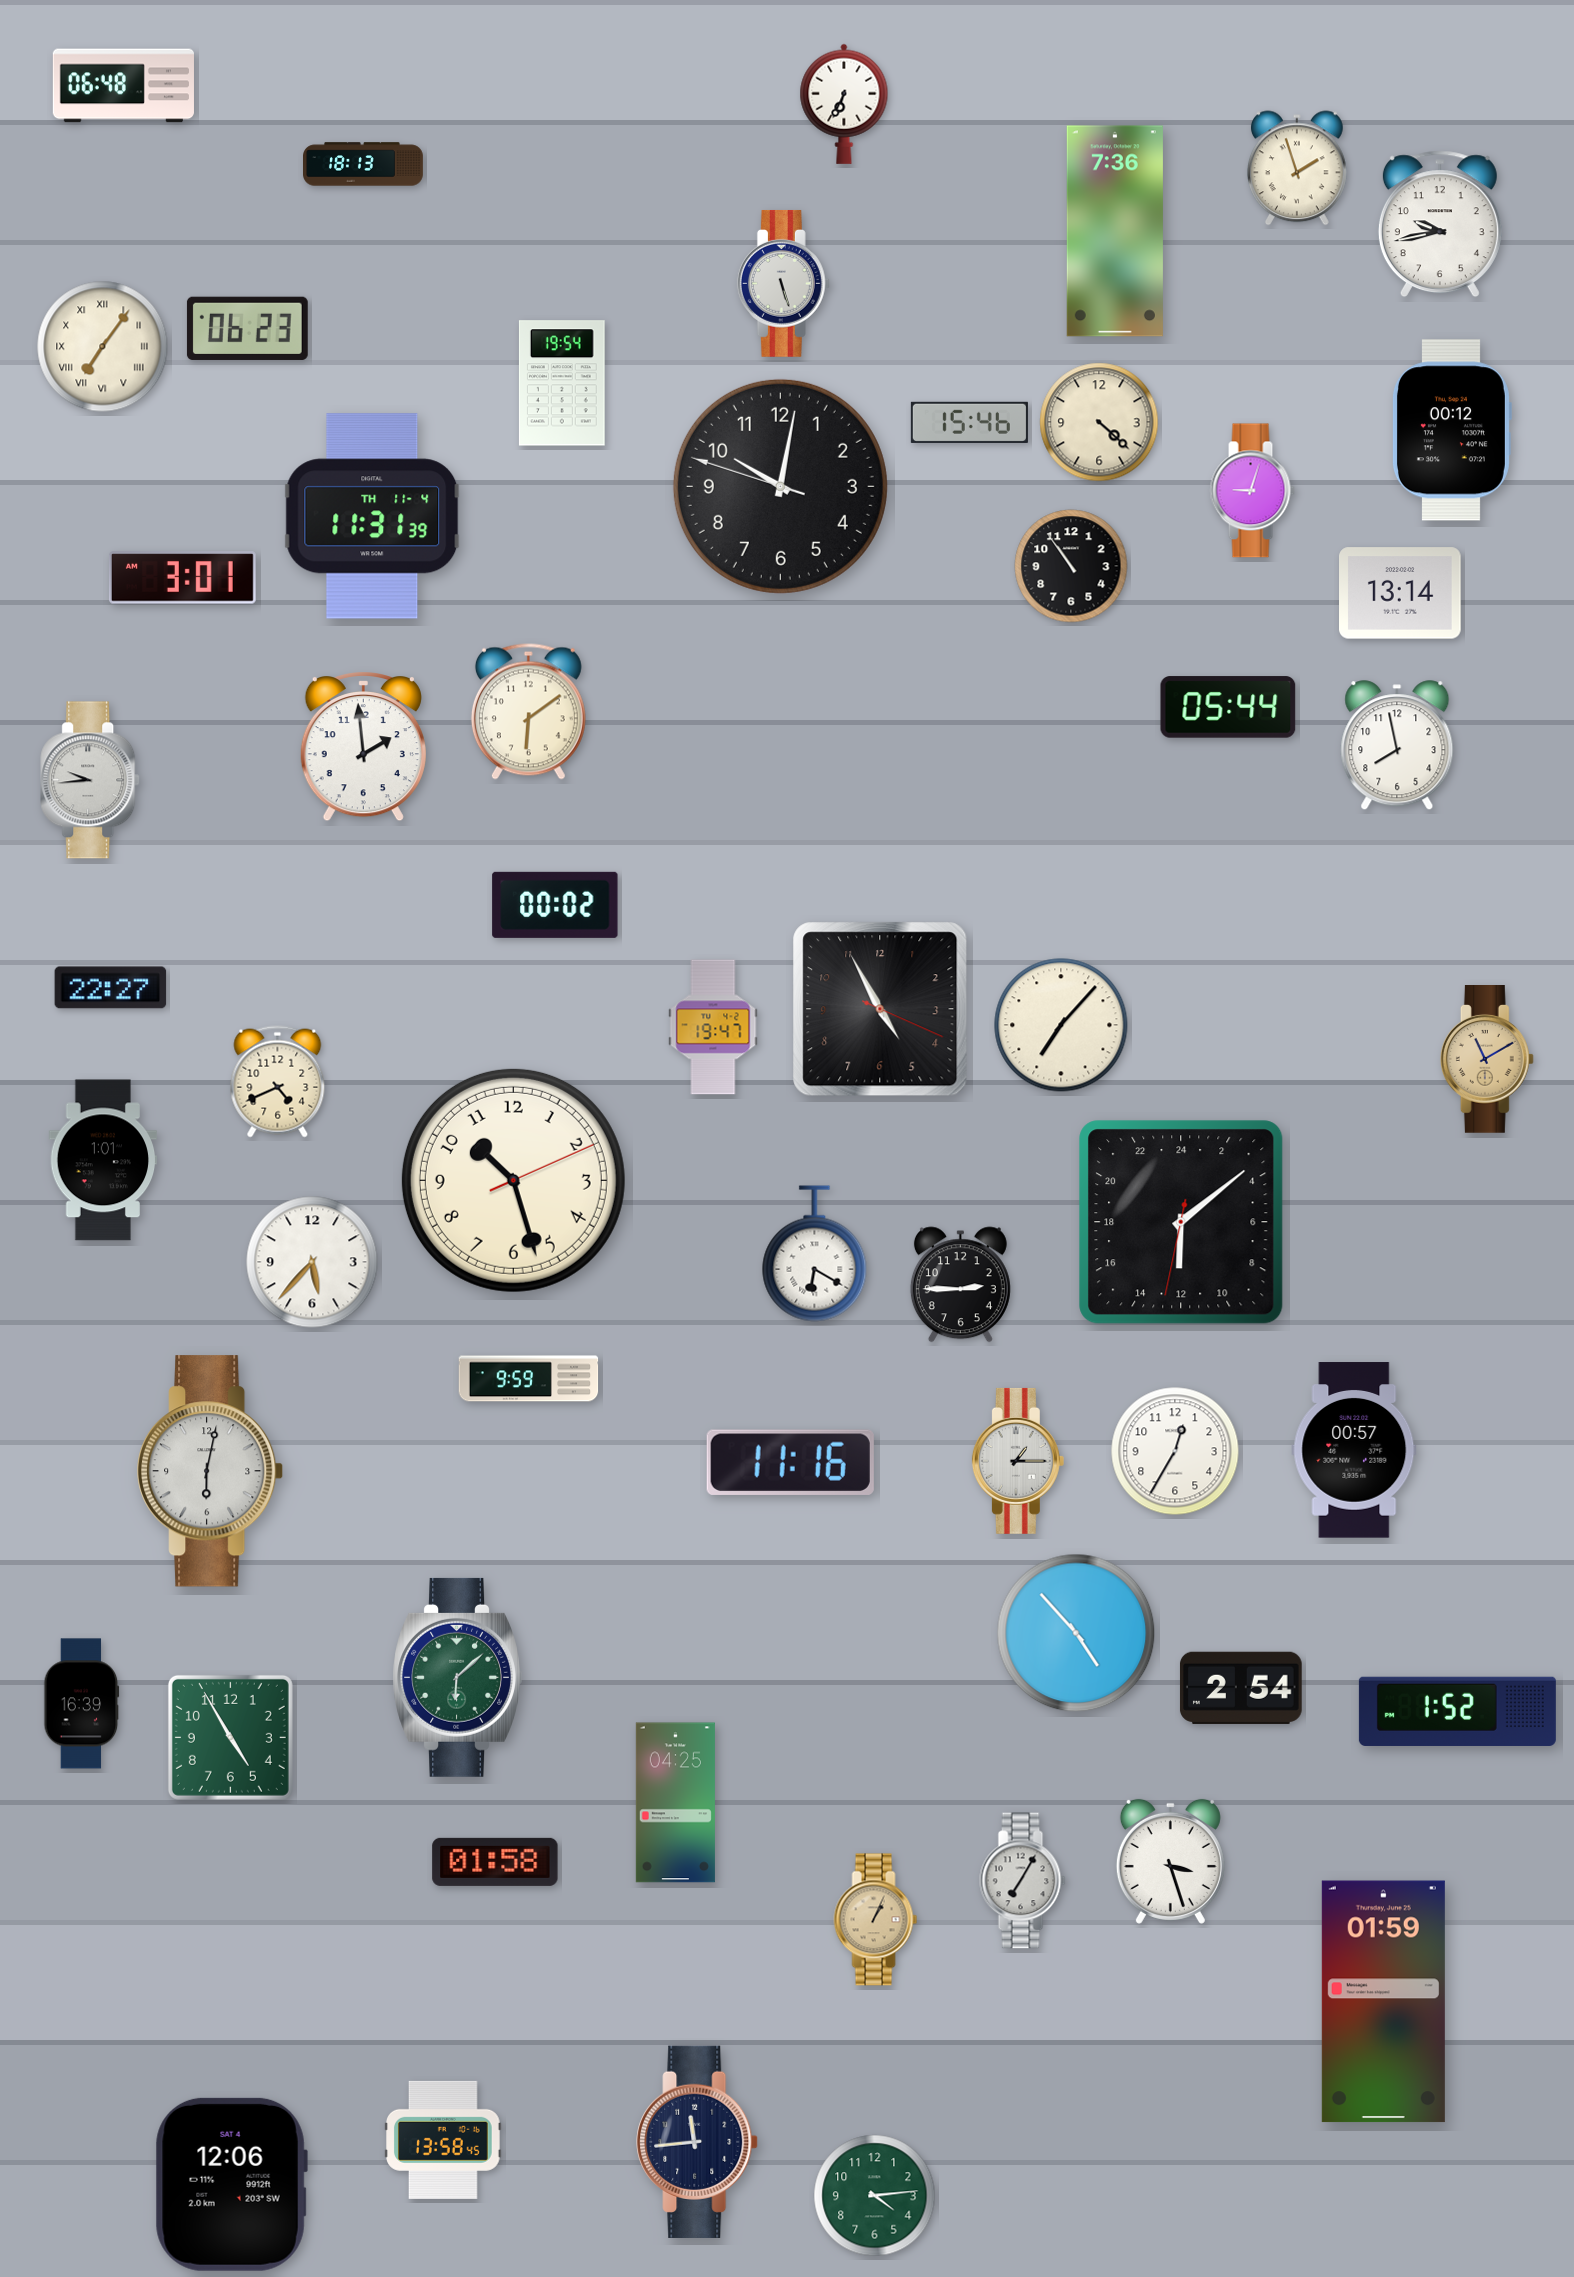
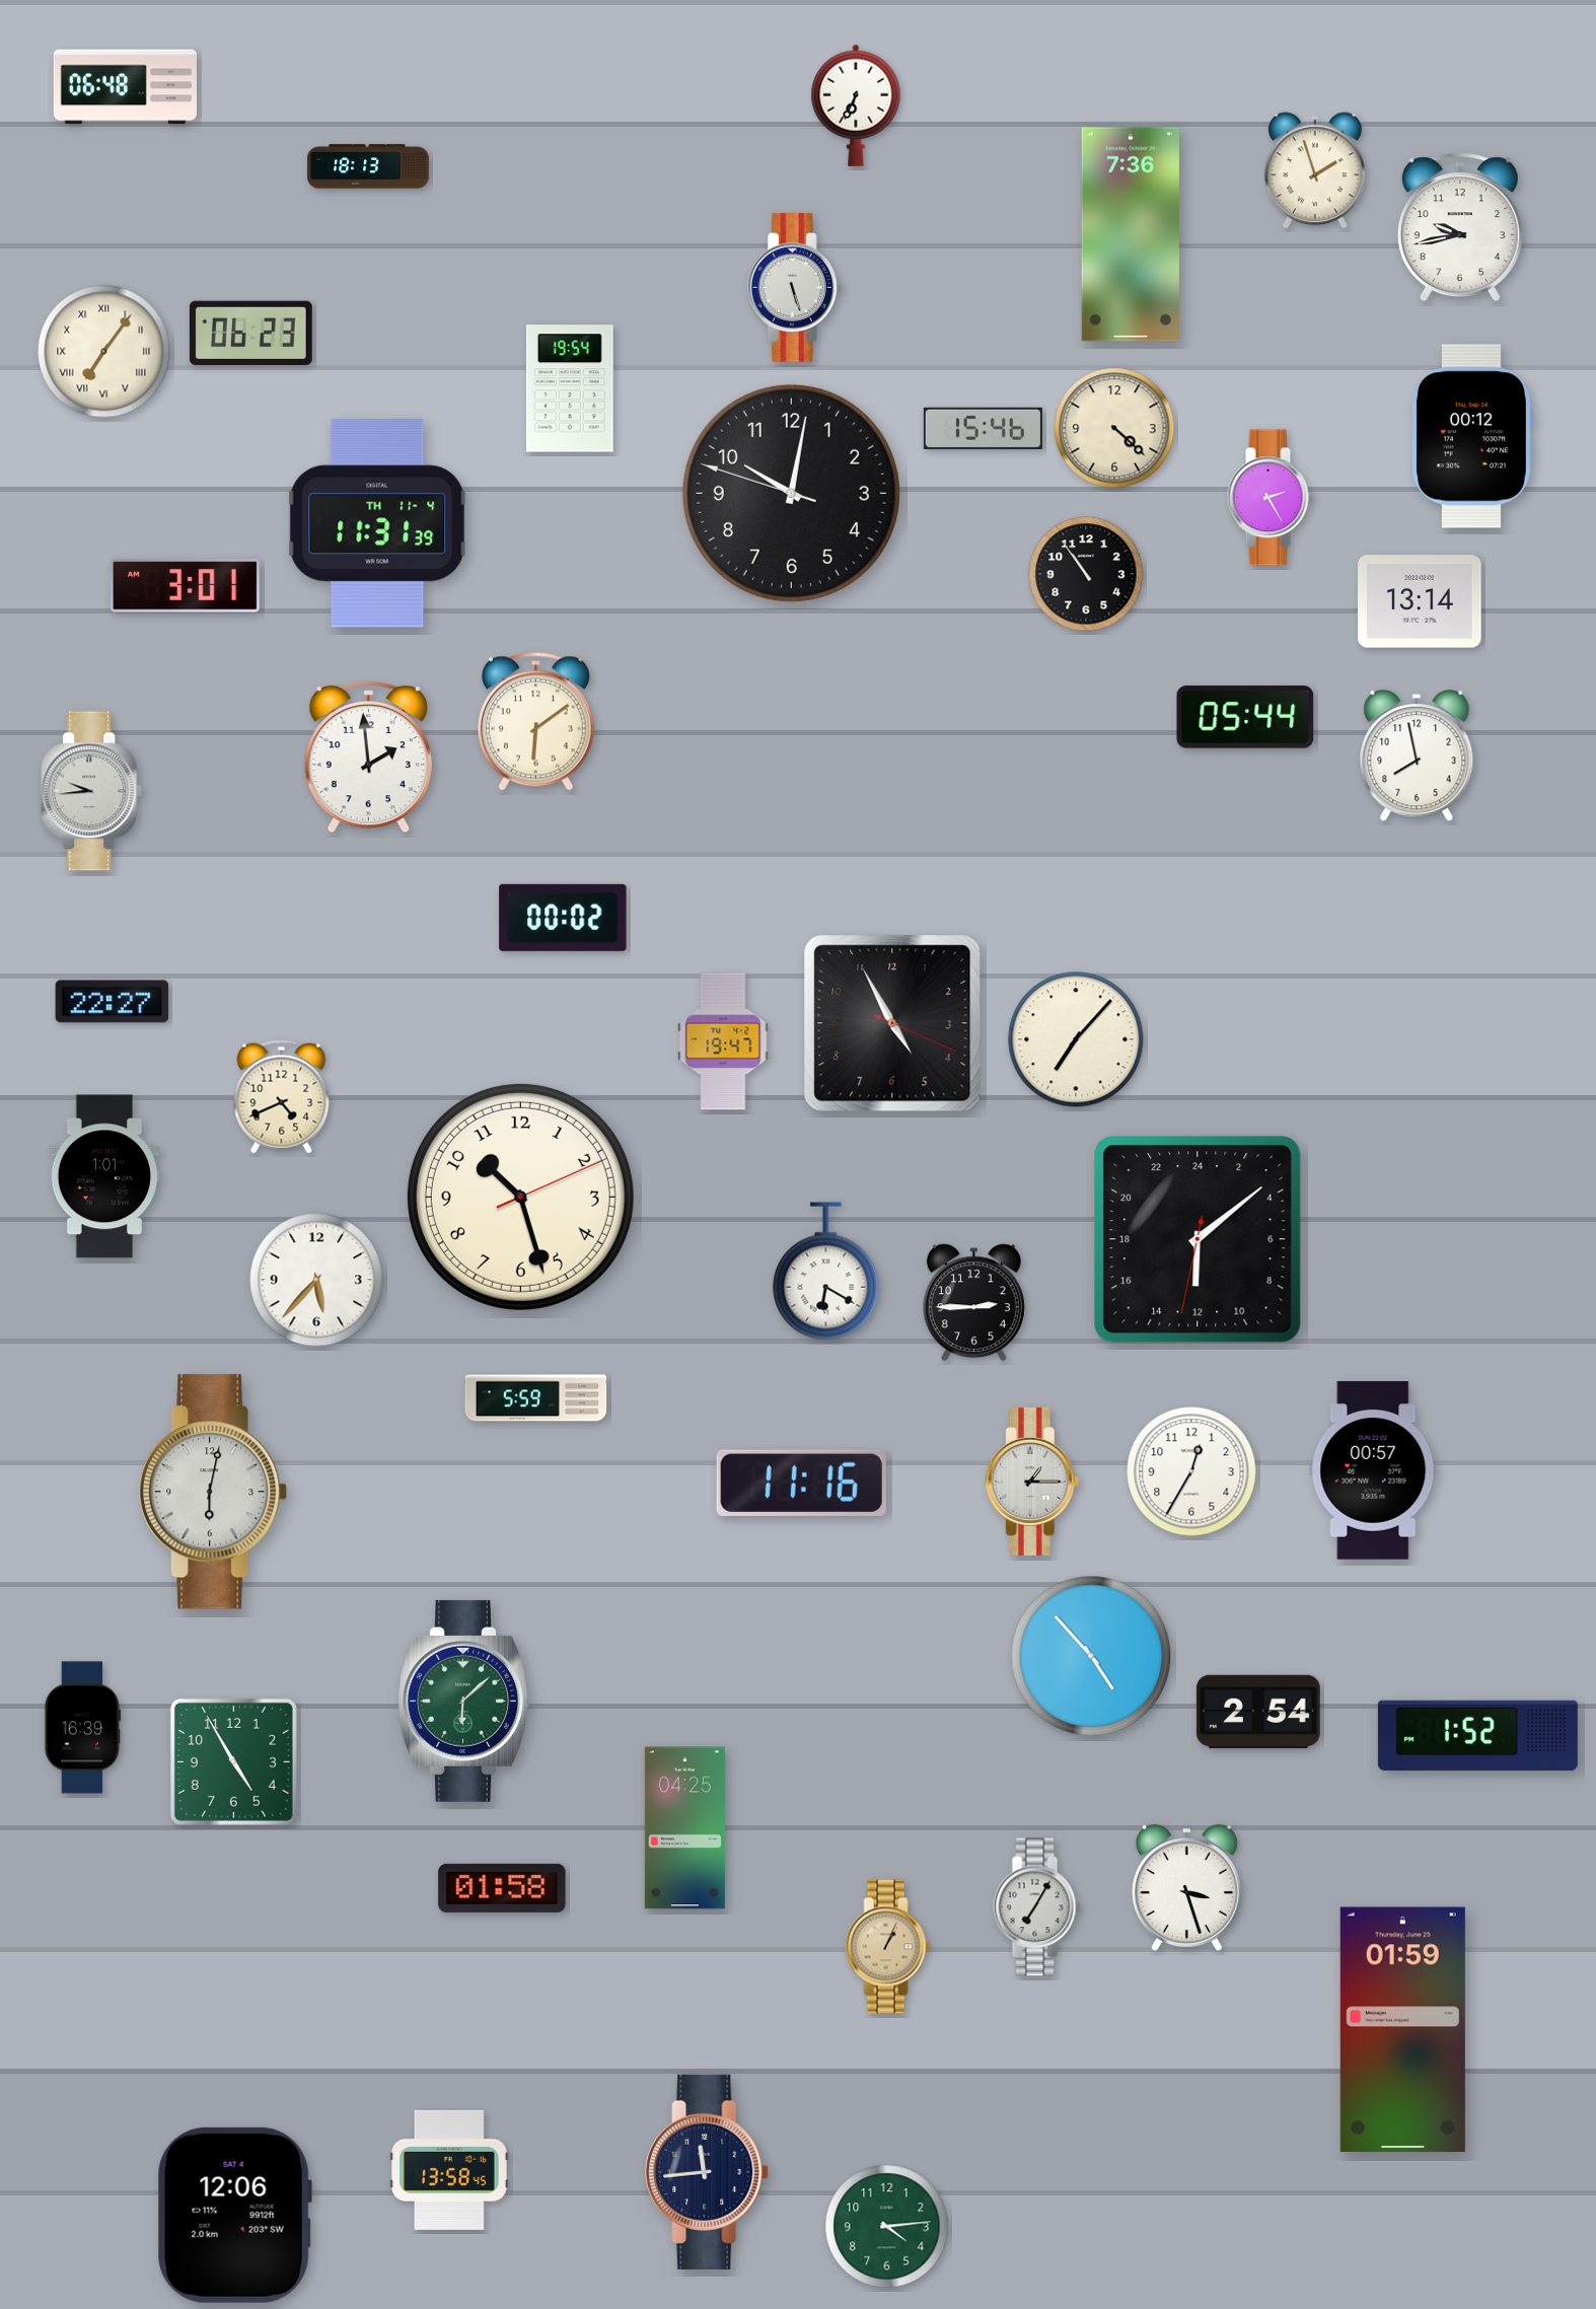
clock at (1252, 491): 9:03 -> 2:25
clock at (1487, 1060): 11:10 -> none
clock at (529, 1379): 9:59 -> 5:59
